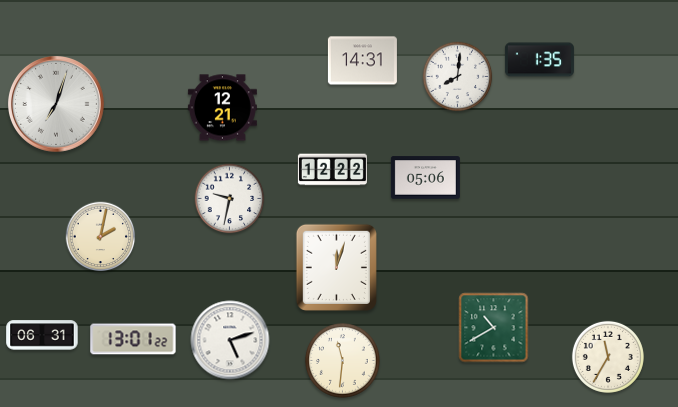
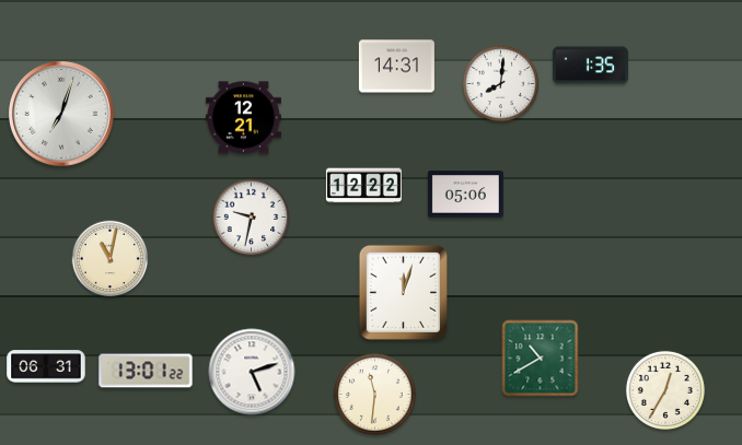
clock at (101, 237): 2:02 -> 11:02
clock at (336, 267) position: (336, 267) -> (403, 292)
clock at (608, 357): 11:35 -> 12:35
